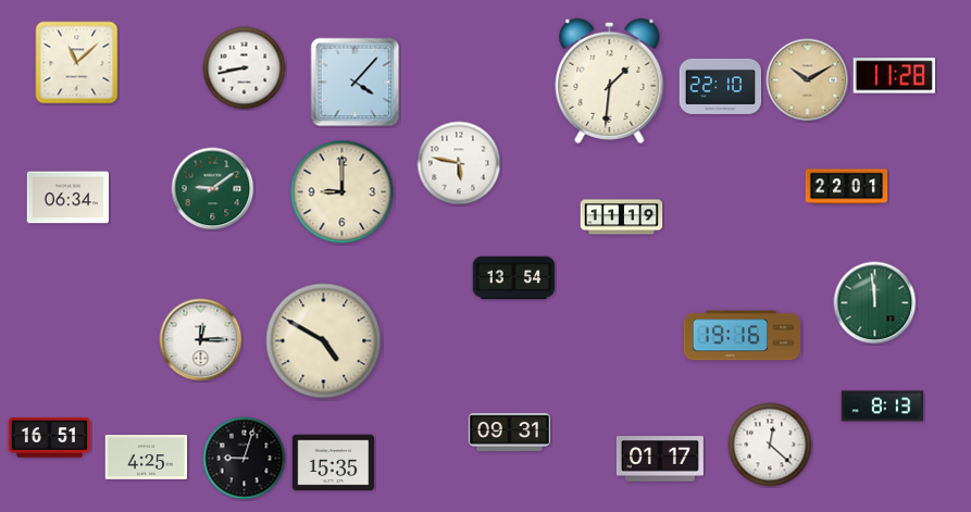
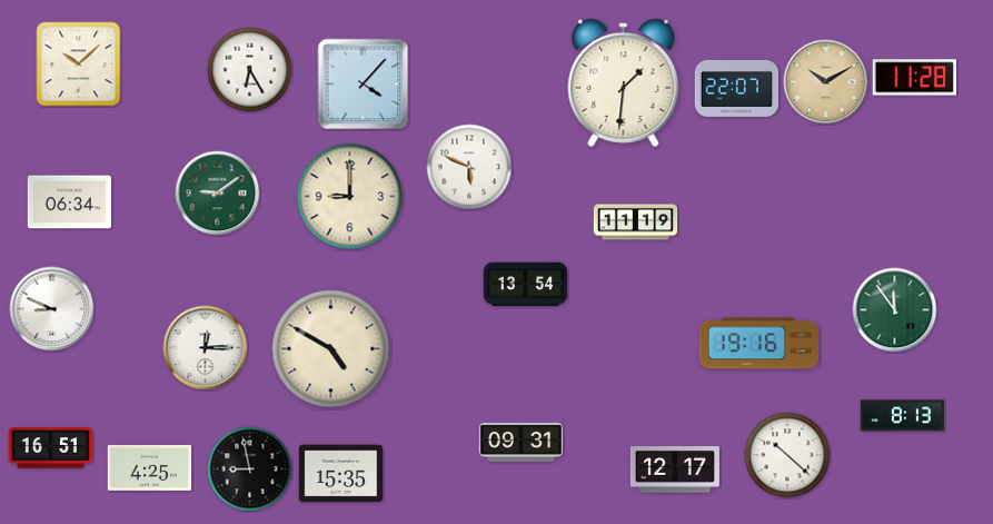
clock at (77, 63): 11:08 -> 10:08
clock at (245, 68): 8:43 -> 6:25
clock at (721, 86): 22:10 -> 22:07
clock at (459, 163): 5:47 -> 5:49
clock at (847, 187): 22:01 -> none
clock at (52, 309): none -> 8:49
clock at (875, 303): 11:59 -> 11:54
clock at (770, 445): 12:22 -> 10:22
clock at (245, 459): 9:03 -> 8:58
clock at (660, 459): 01:17 -> 12:17
